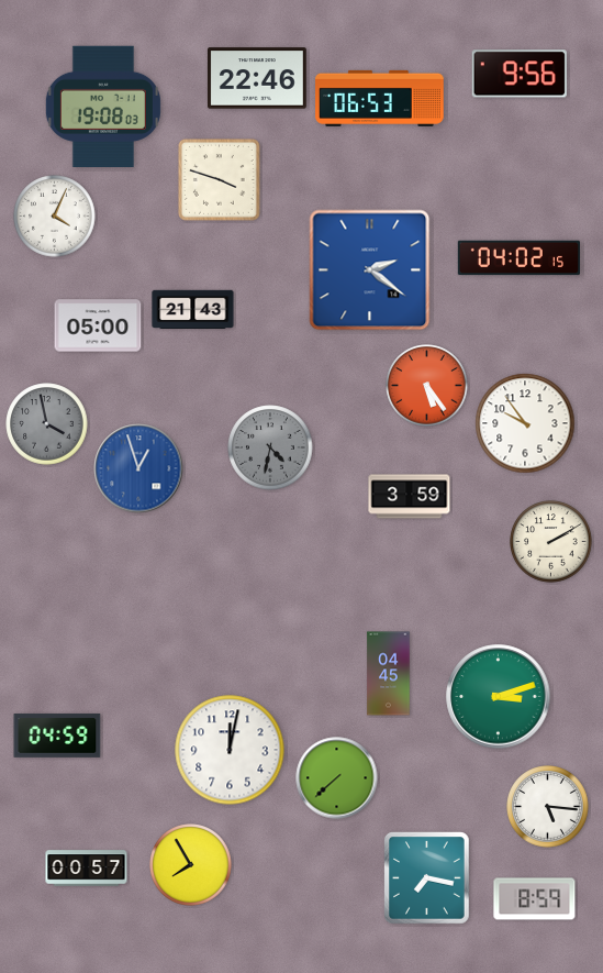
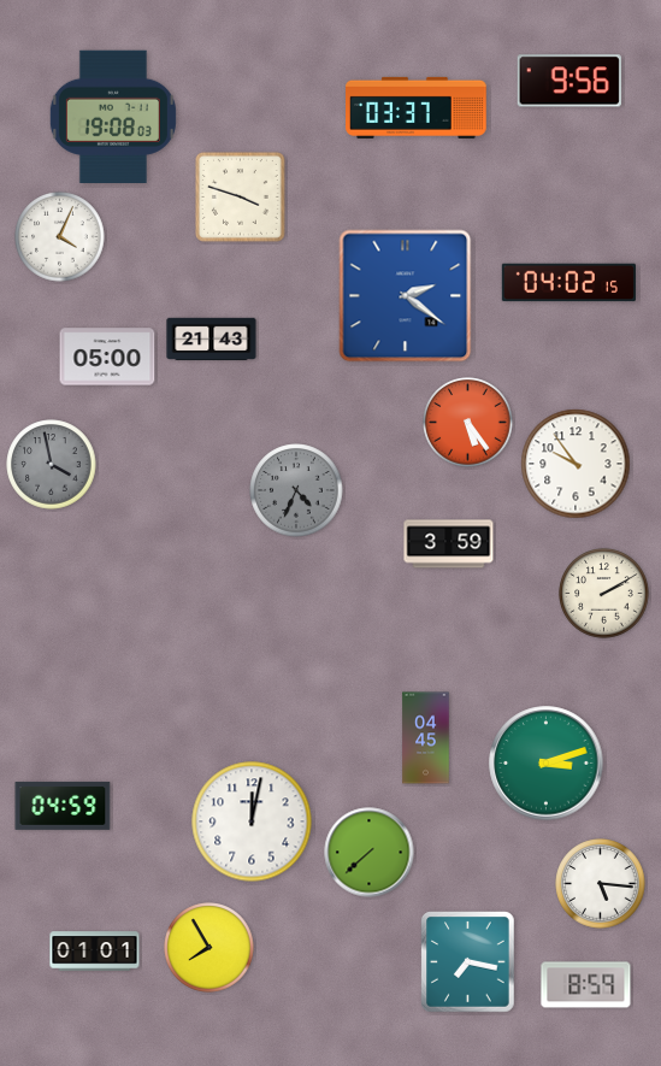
clock at (257, 78): 22:46 -> none
clock at (380, 98): 06:53 -> 03:37
clock at (270, 447): 4:32 -> 4:34
clock at (138, 468): 12:57 -> none
clock at (87, 869): 00:57 -> 01:01
